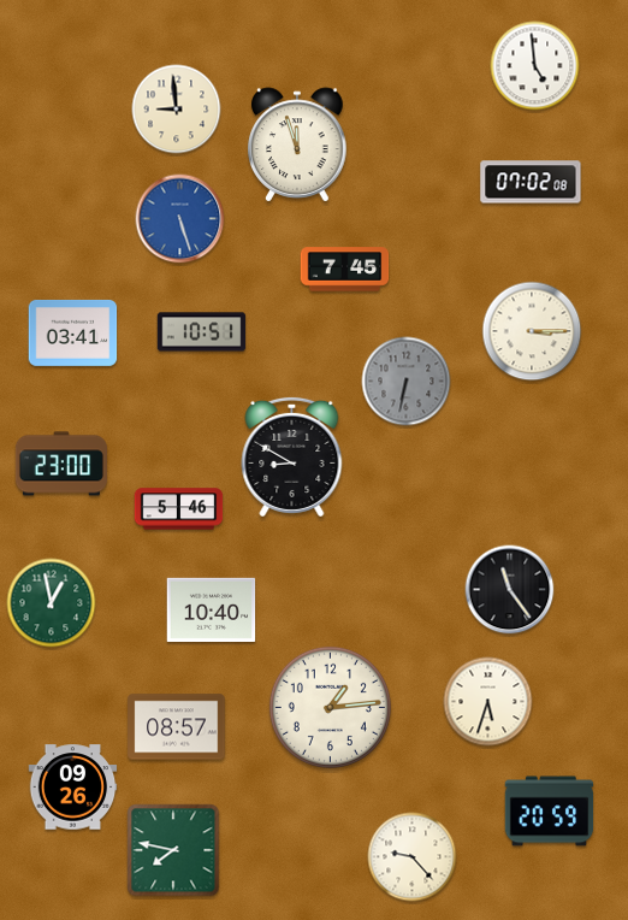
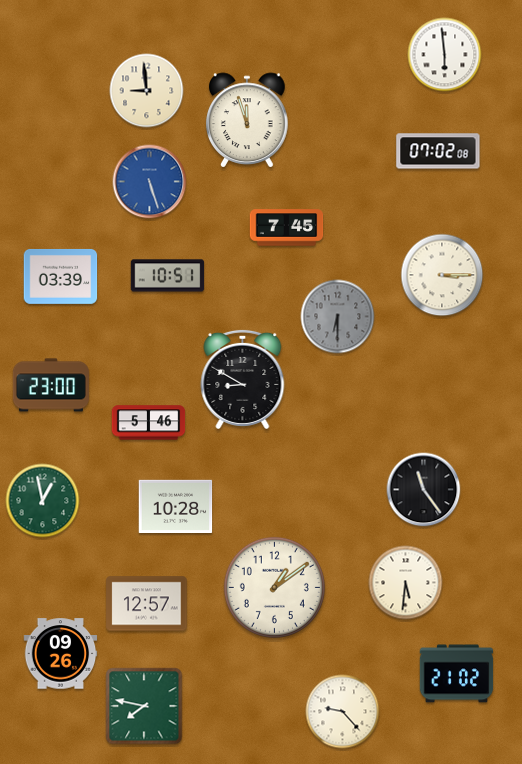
clock at (535, 66): 4:59 -> 5:59
clock at (531, 182) position: (531, 182) -> (438, 151)
clock at (345, 270) position: (345, 270) -> (287, 228)
clock at (73, 332): 03:41 -> 03:39
clock at (407, 382): 6:32 -> 6:30
clock at (212, 609): 10:40 -> 10:28
clock at (488, 702): 5:33 -> 5:31
clock at (330, 707): 1:14 -> 1:09
clock at (177, 727): 08:57 -> 12:57
clock at (550, 812): 20:59 -> 21:02
